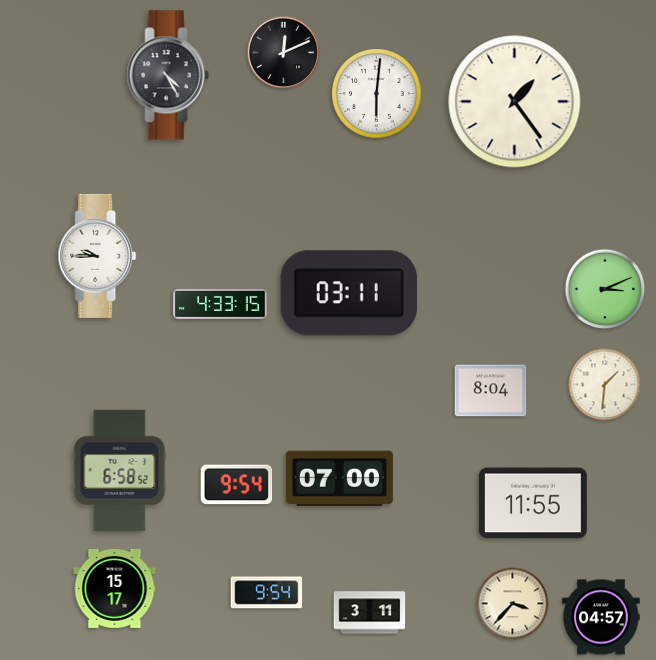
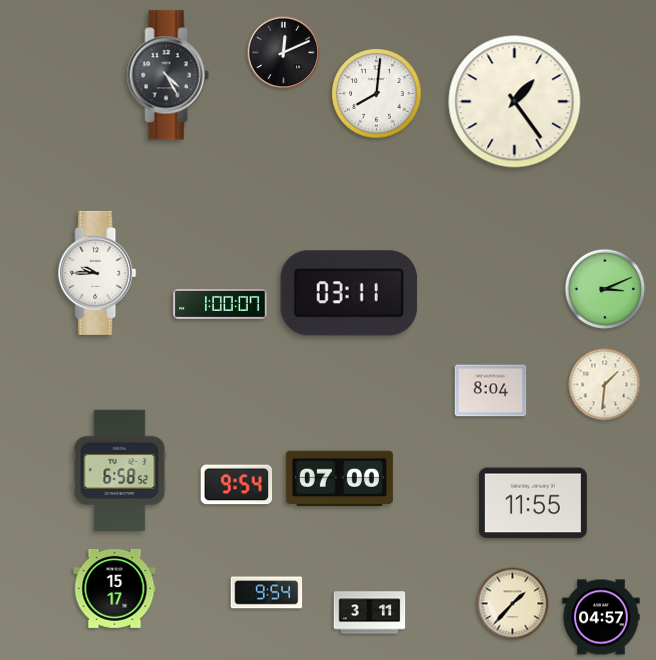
clock at (377, 94): 6:01 -> 8:01
clock at (97, 256) position: (97, 256) -> (97, 273)
clock at (220, 305): 4:33 -> 1:00
clock at (513, 604): 3:37 -> 1:37
